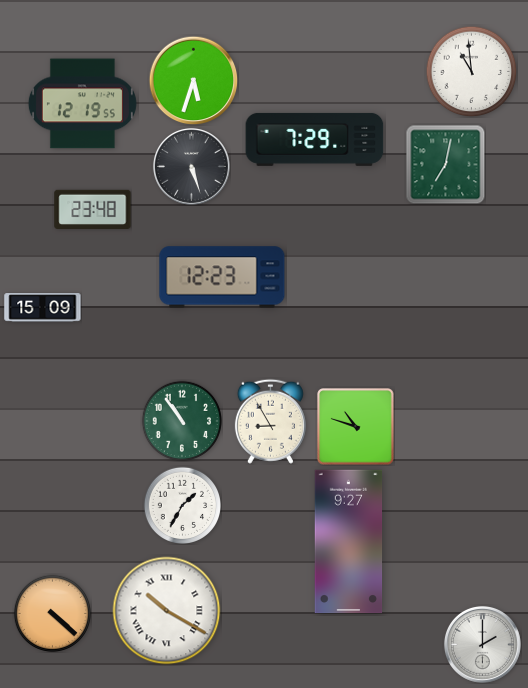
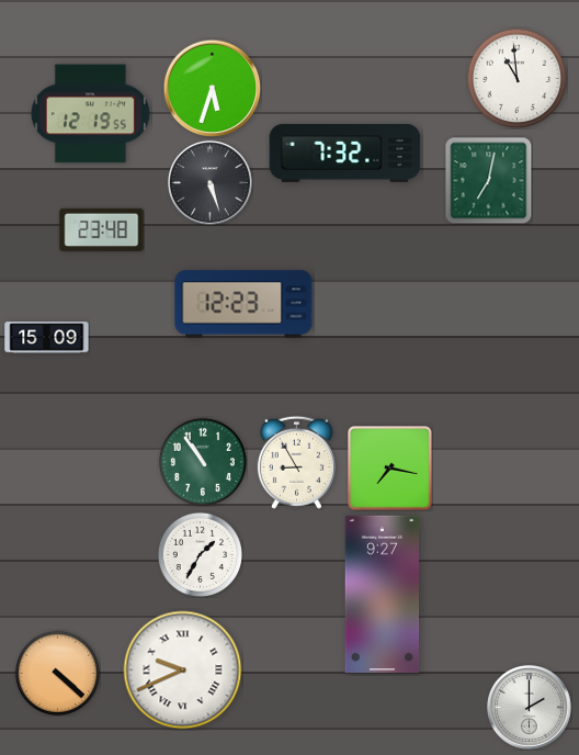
clock at (315, 139): 7:29 -> 7:32
clock at (182, 421) position: (182, 421) -> (203, 462)
clock at (356, 427): 10:48 -> 7:17
clock at (167, 611): 10:20 -> 9:41
